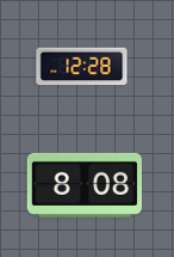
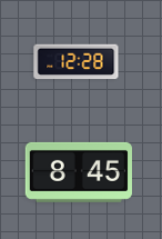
clock at (85, 185): 8:08 -> 8:45
